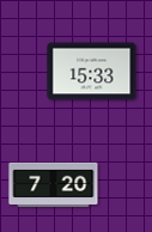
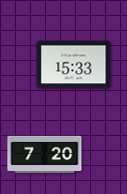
clock at (92, 72) position: (92, 72) -> (74, 65)
